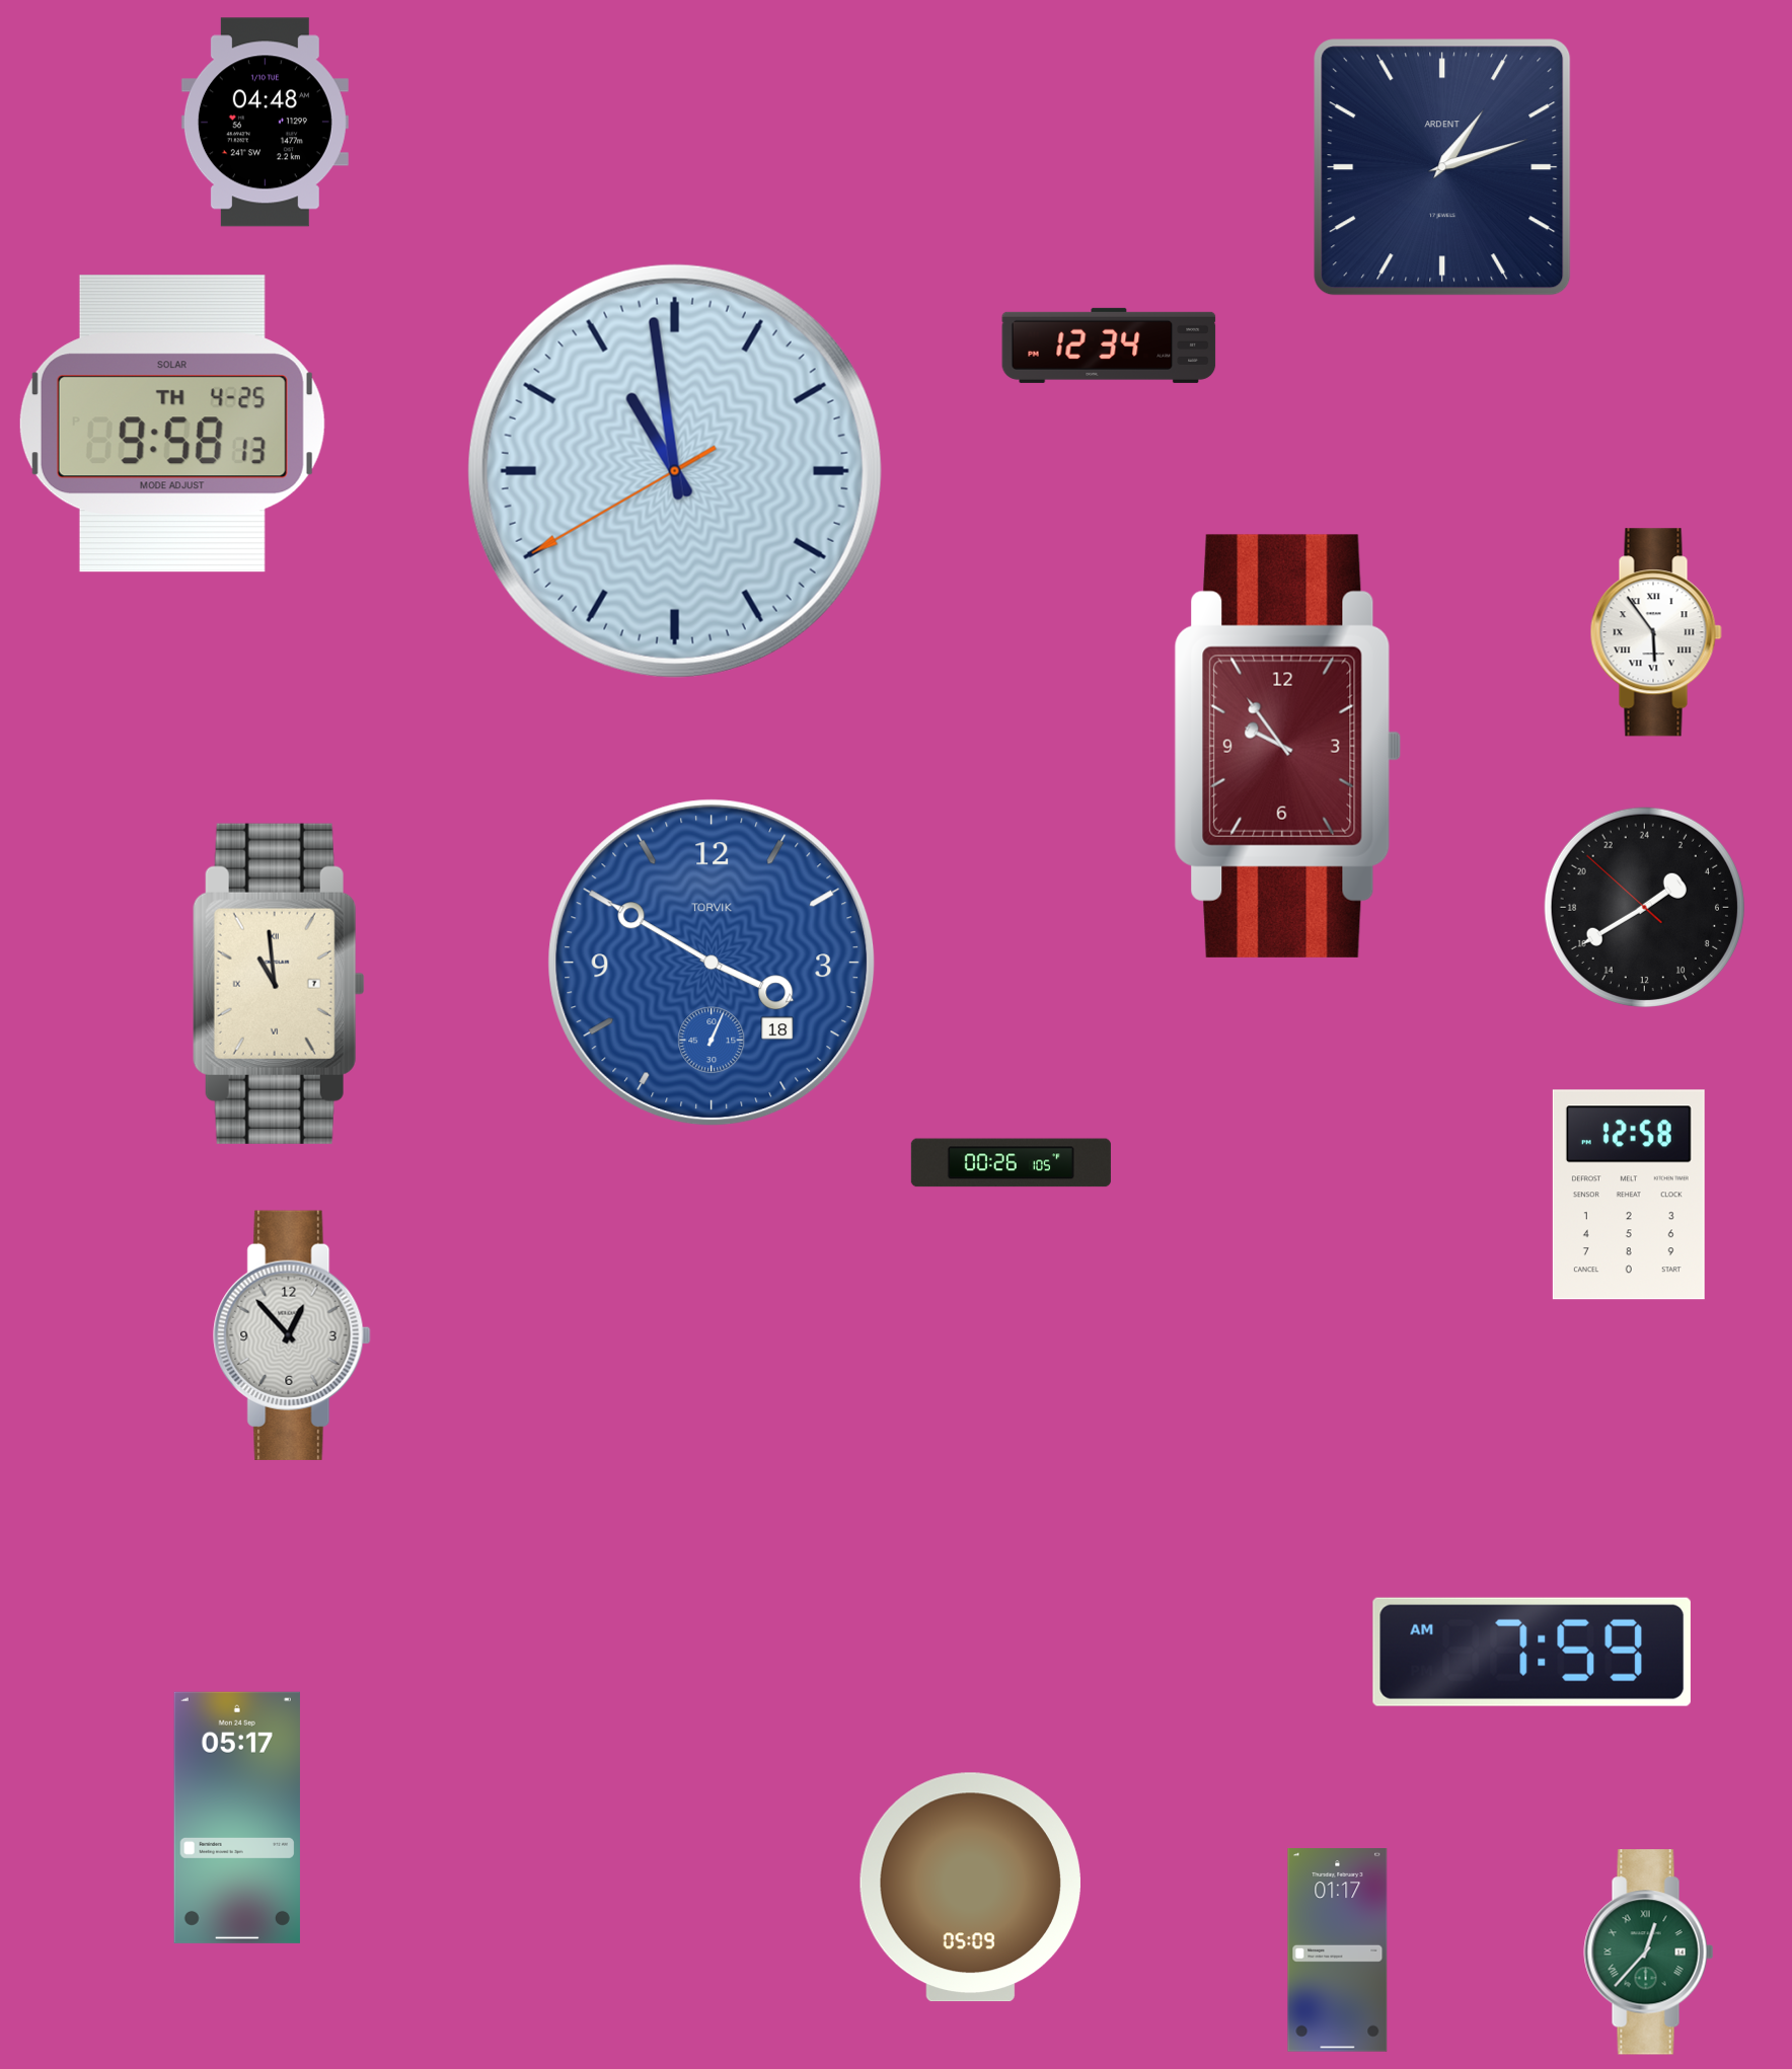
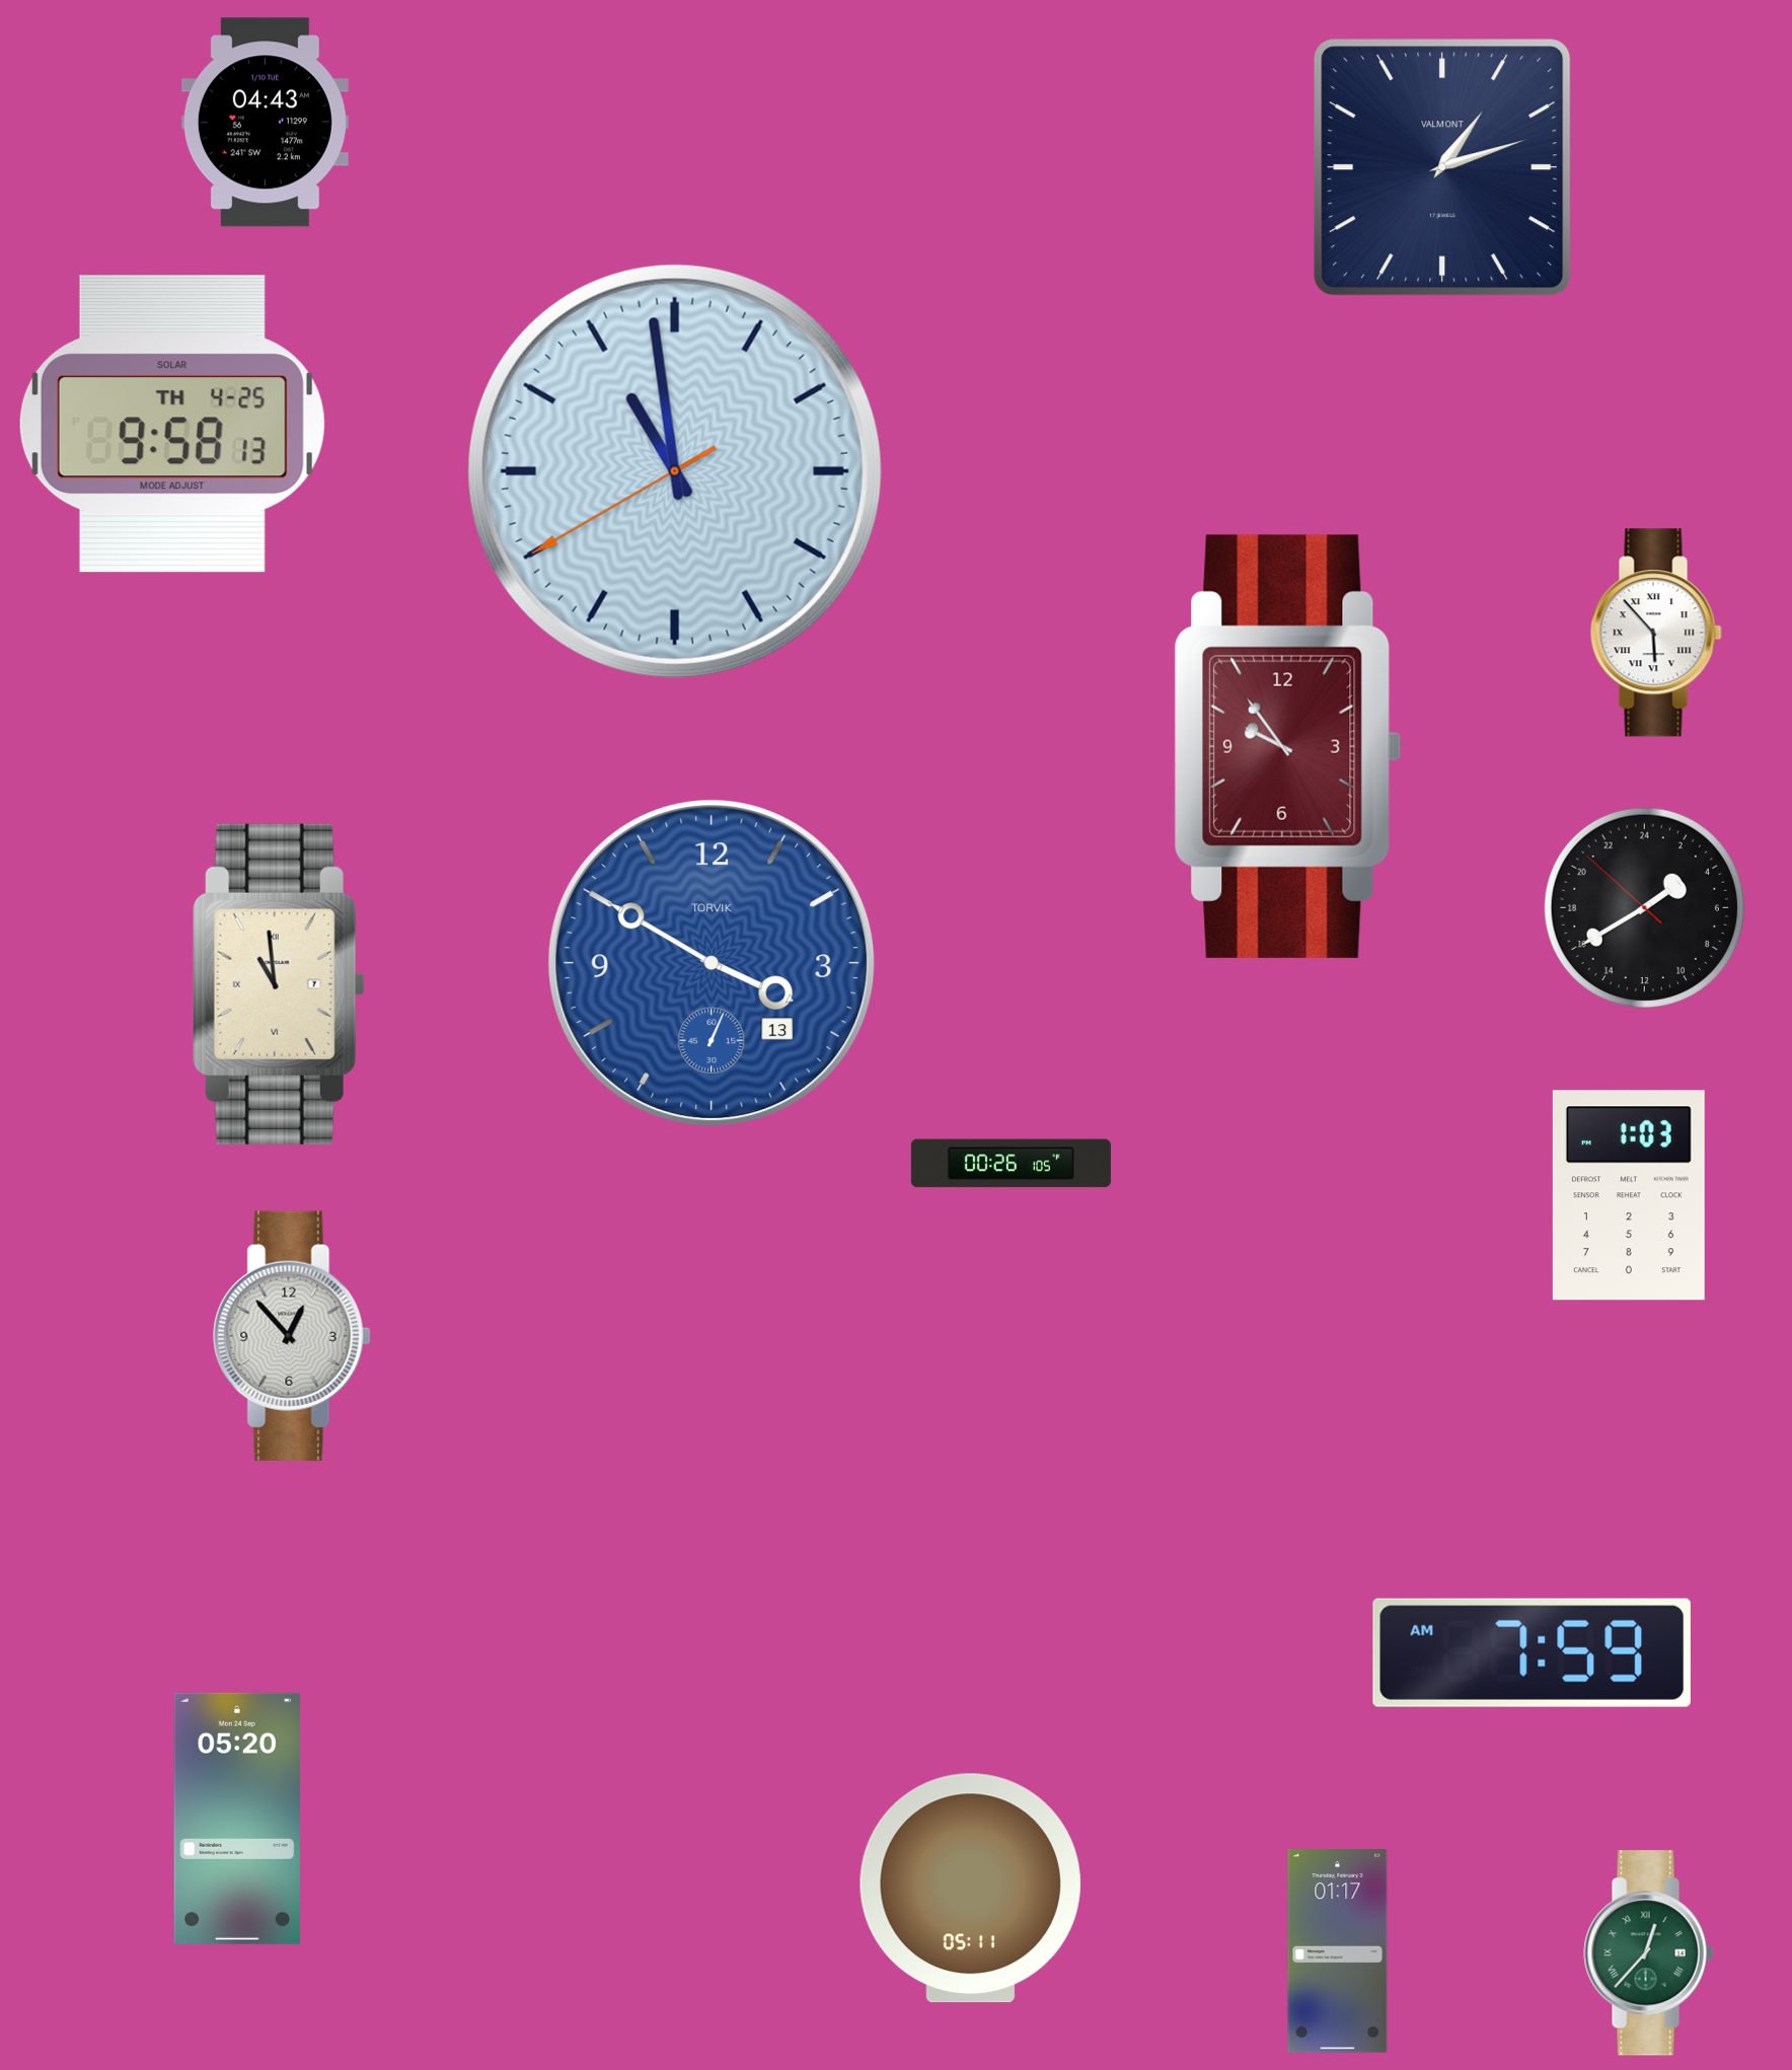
clock at (265, 123): 04:48 -> 04:43
clock at (1442, 167) brand: ARDENT -> VALMONT
clock at (1109, 346): 12:34 -> none
clock at (1656, 632): 5:54 -> 5:53
clock at (712, 963) date: 18 -> 13
clock at (1629, 1195): 12:58 -> 1:03
clock at (237, 1818): 05:17 -> 05:20
clock at (970, 1888): 05:09 -> 05:11
